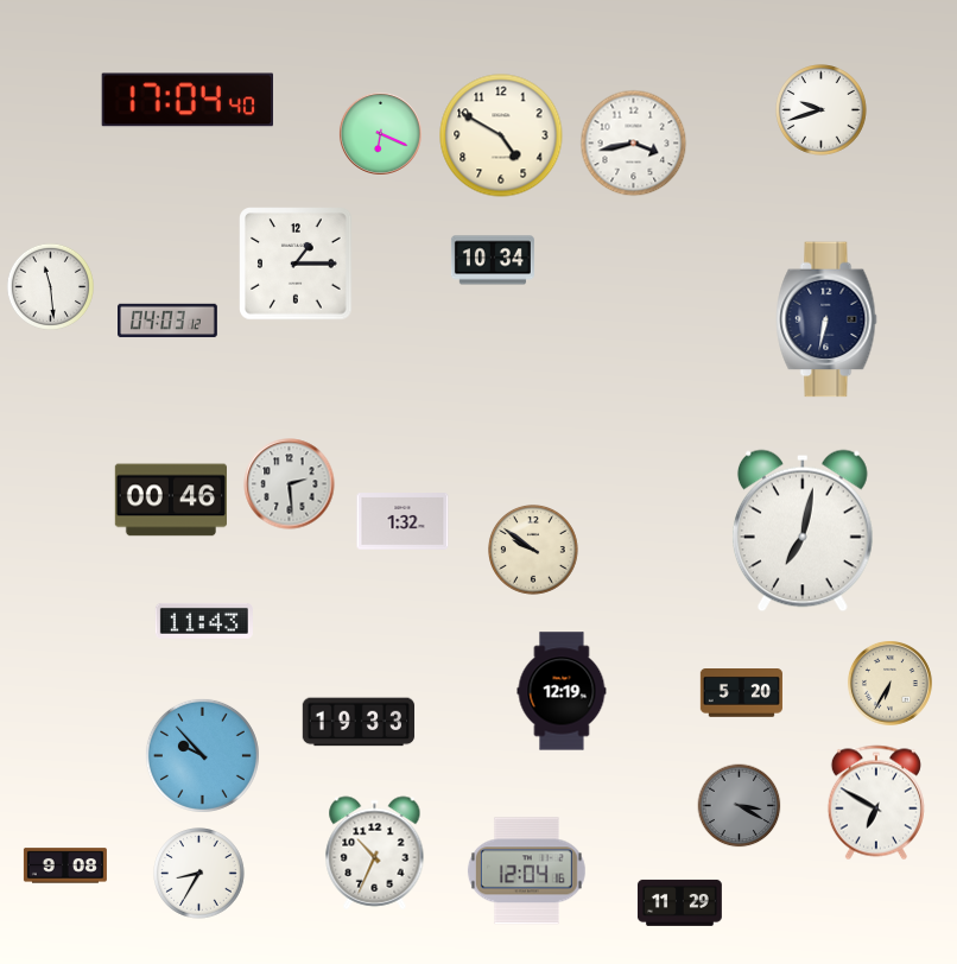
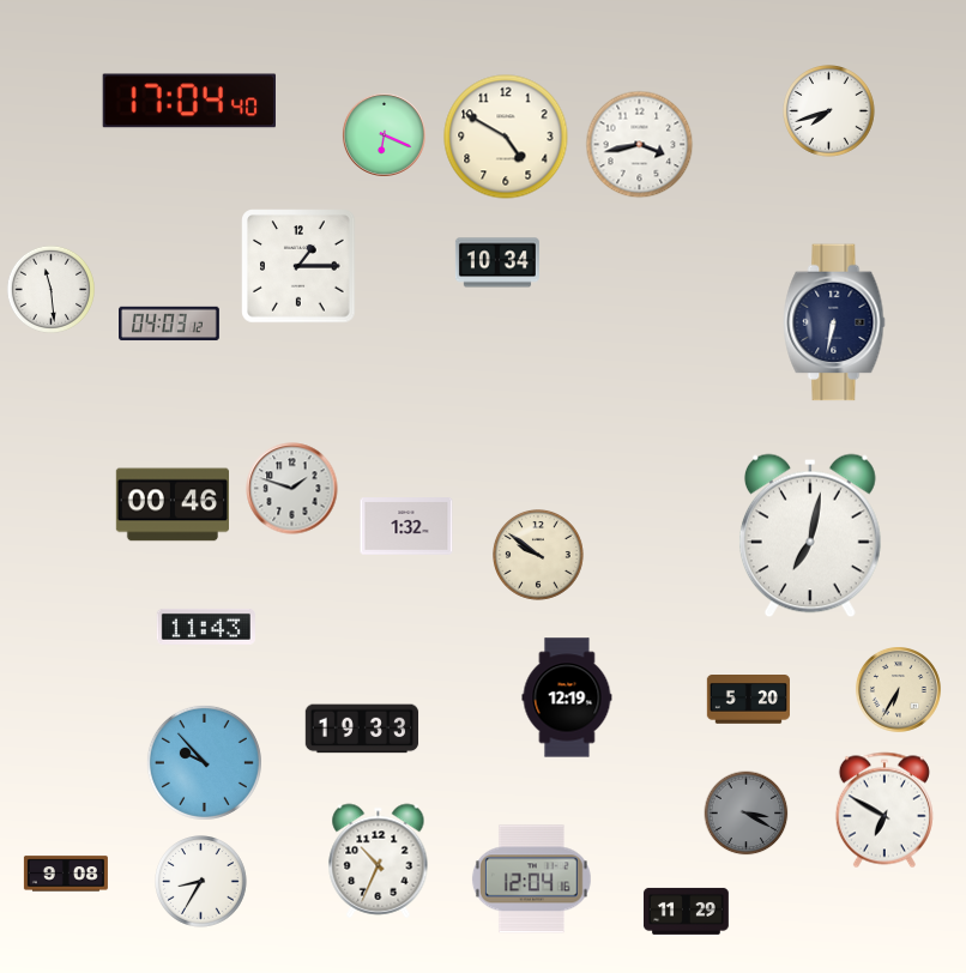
clock at (822, 110): 9:42 -> 7:42
clock at (290, 484): 2:29 -> 1:48
